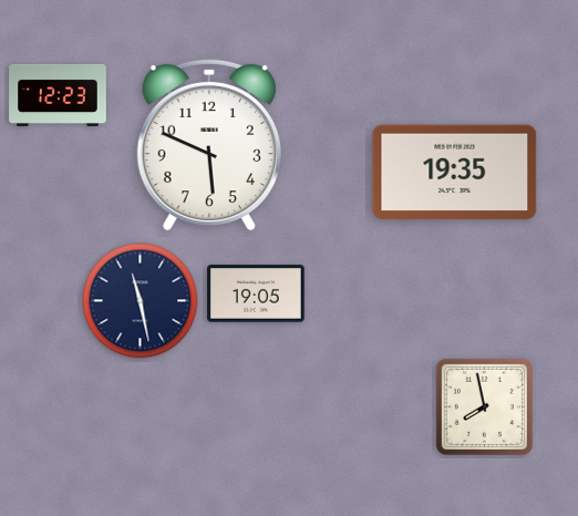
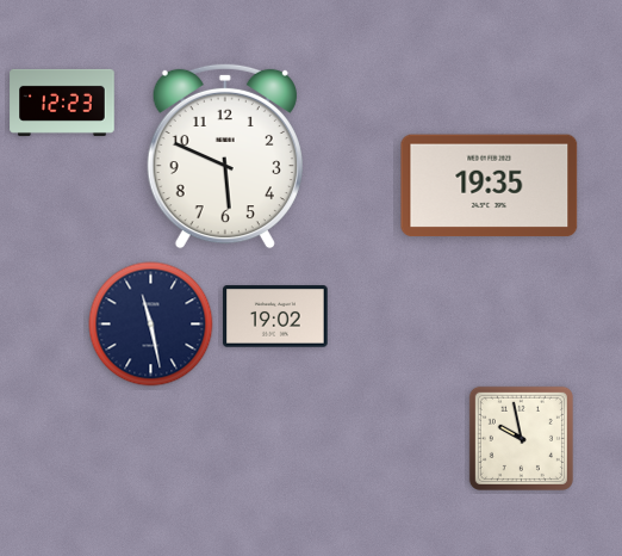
clock at (256, 293): 19:05 -> 19:02
clock at (484, 406): 7:58 -> 9:58
